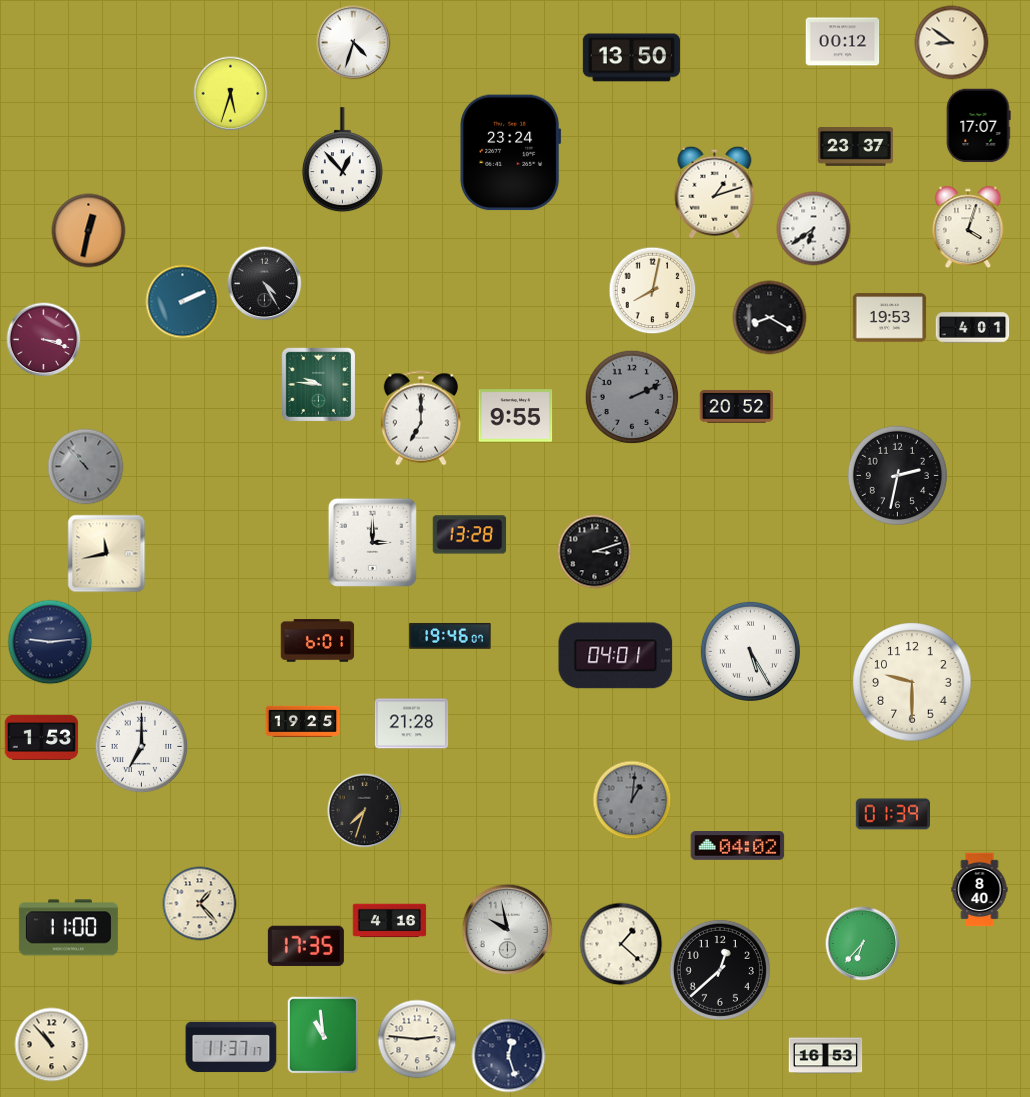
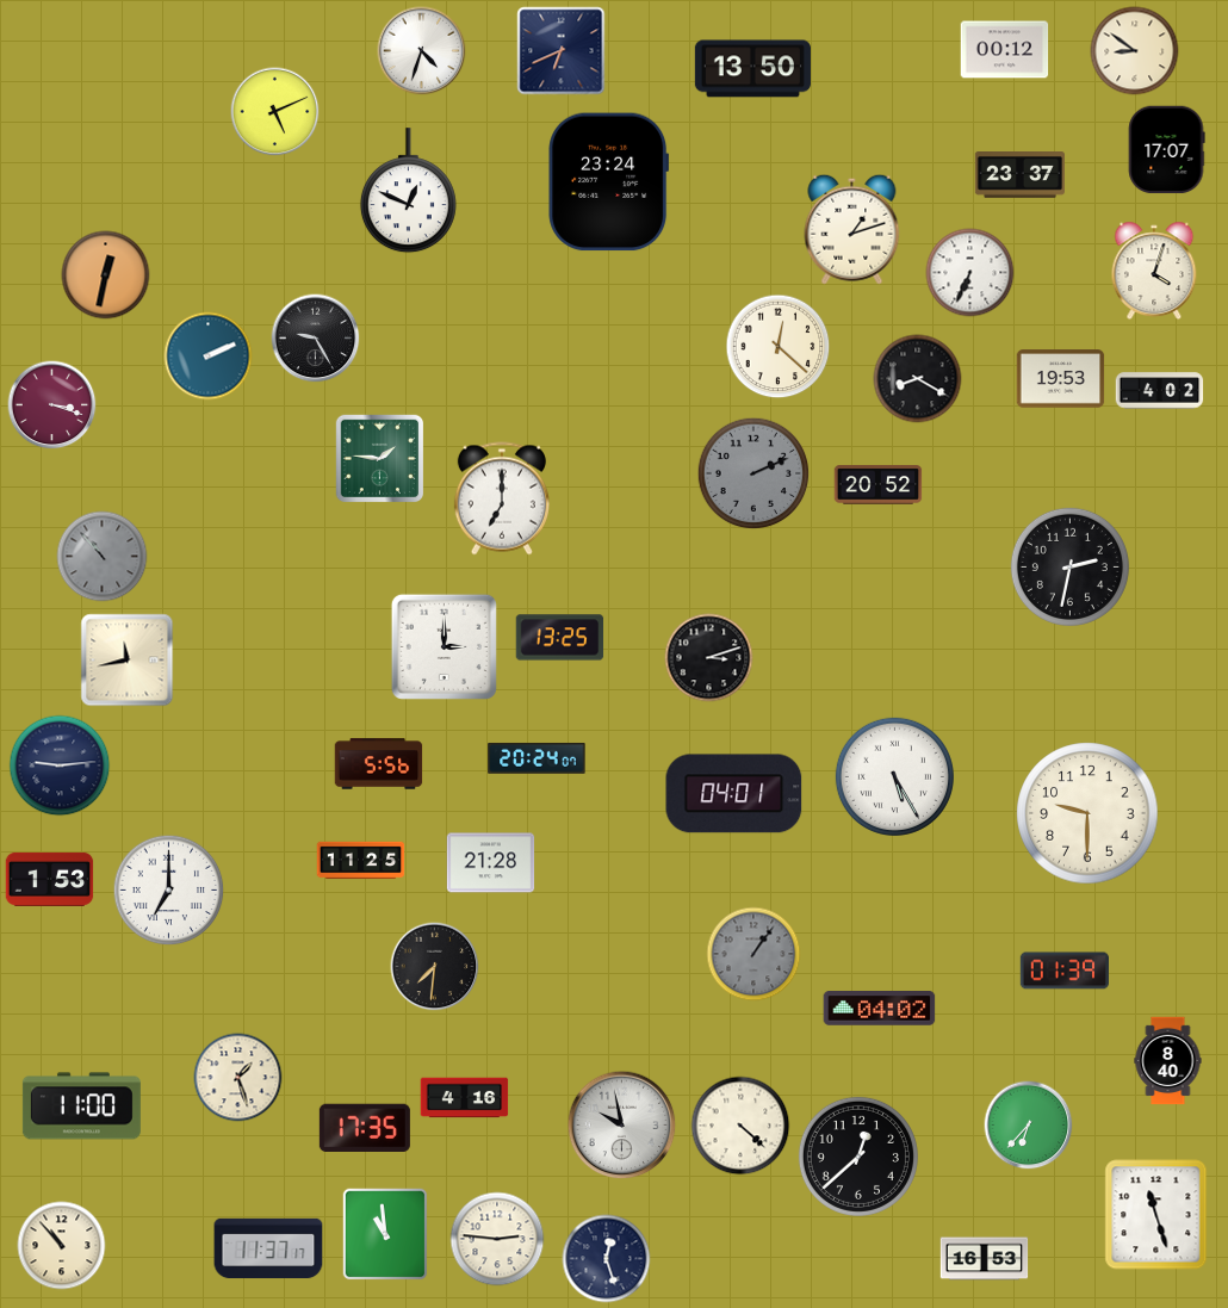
clock at (562, 51): none -> 6:41
clock at (231, 94): 5:33 -> 5:11
clock at (342, 160): 12:53 -> 12:49
clock at (814, 229): 6:39 -> 6:34
clock at (265, 284): 4:25 -> 9:25
clock at (653, 291): 8:02 -> 12:22
clock at (183, 302) position: (183, 302) -> (209, 357)
clock at (973, 328): 4:01 -> 4:02
clock at (318, 384): 9:46 -> 1:46
clock at (516, 416): 9:55 -> none
clock at (470, 535): 13:28 -> 13:25
clock at (450, 636): 19:46 -> 20:24
clock at (318, 641): 6:01 -> 5:56
clock at (616, 656) position: (616, 656) -> (734, 794)
clock at (303, 722): 19:25 -> 11:25
clock at (632, 800): 1:01 -> 1:06
clock at (365, 811): 7:33 -> 7:31
clock at (200, 904): 1:23 -> 1:27
clock at (508, 930) position: (508, 930) -> (622, 1126)
clock at (621, 944): 1:22 -> 4:22
clock at (1156, 1215): none -> 11:27
clock at (231, 1047) position: (231, 1047) -> (268, 1248)
